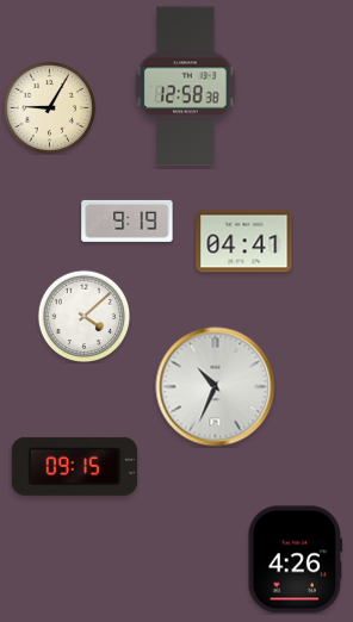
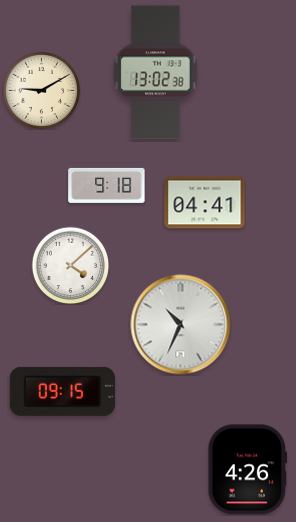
clock at (186, 87): 12:58 -> 13:02
clock at (49, 107): 9:05 -> 9:10
clock at (128, 220): 9:19 -> 9:18
